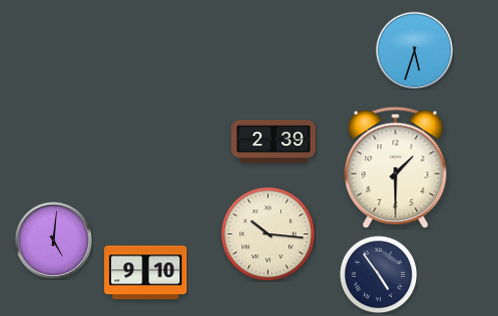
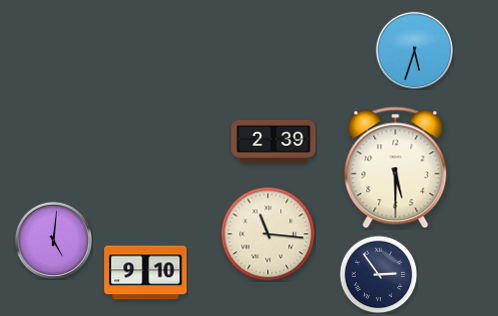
clock at (396, 168): 1:30 -> 5:30
clock at (268, 234): 10:16 -> 11:16
clock at (378, 274): 4:54 -> 2:54
